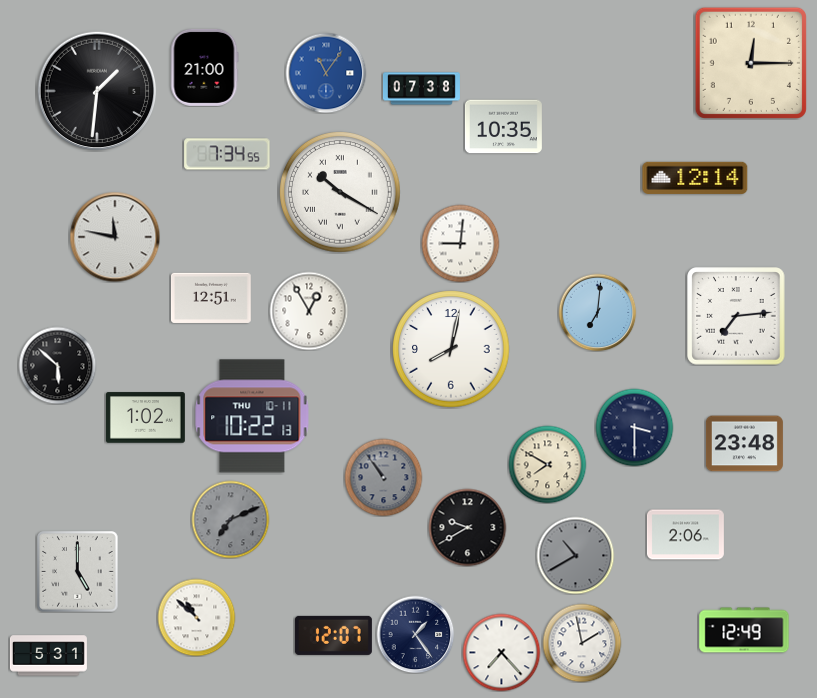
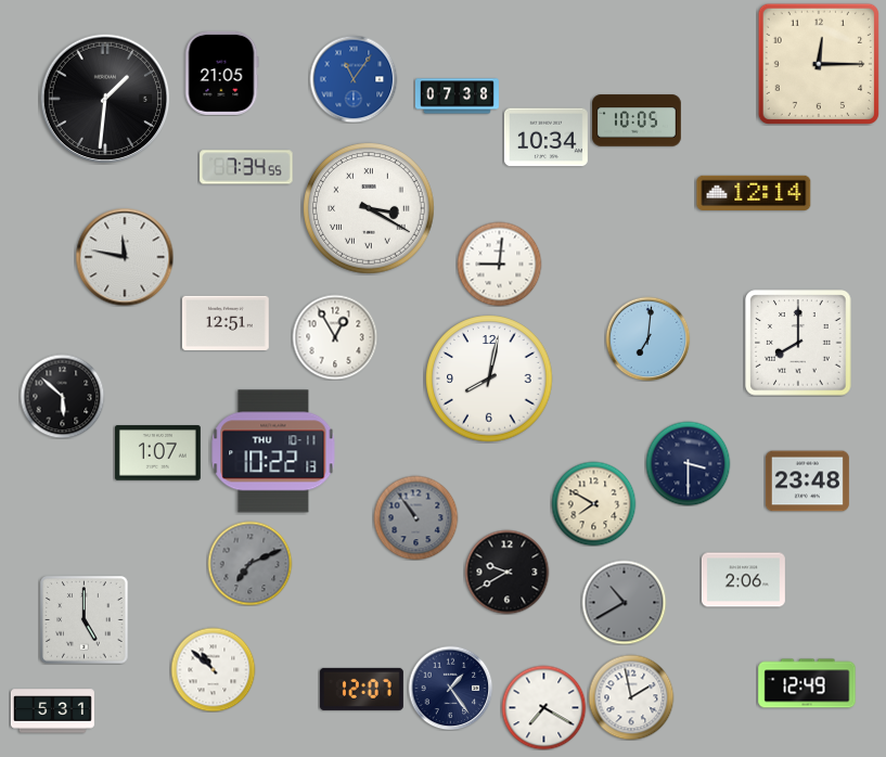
clock at (751, 63) position: (751, 63) -> (819, 64)
clock at (204, 67): 21:00 -> 21:05
clock at (637, 120): none -> 10:05
clock at (503, 127): 10:35 -> 10:34
clock at (341, 193): 10:20 -> 3:20
clock at (211, 298) position: (211, 298) -> (226, 323)
clock at (736, 316): 7:14 -> 8:00
clock at (145, 418): 1:02 -> 1:07
clock at (501, 652): 7:23 -> 7:20
